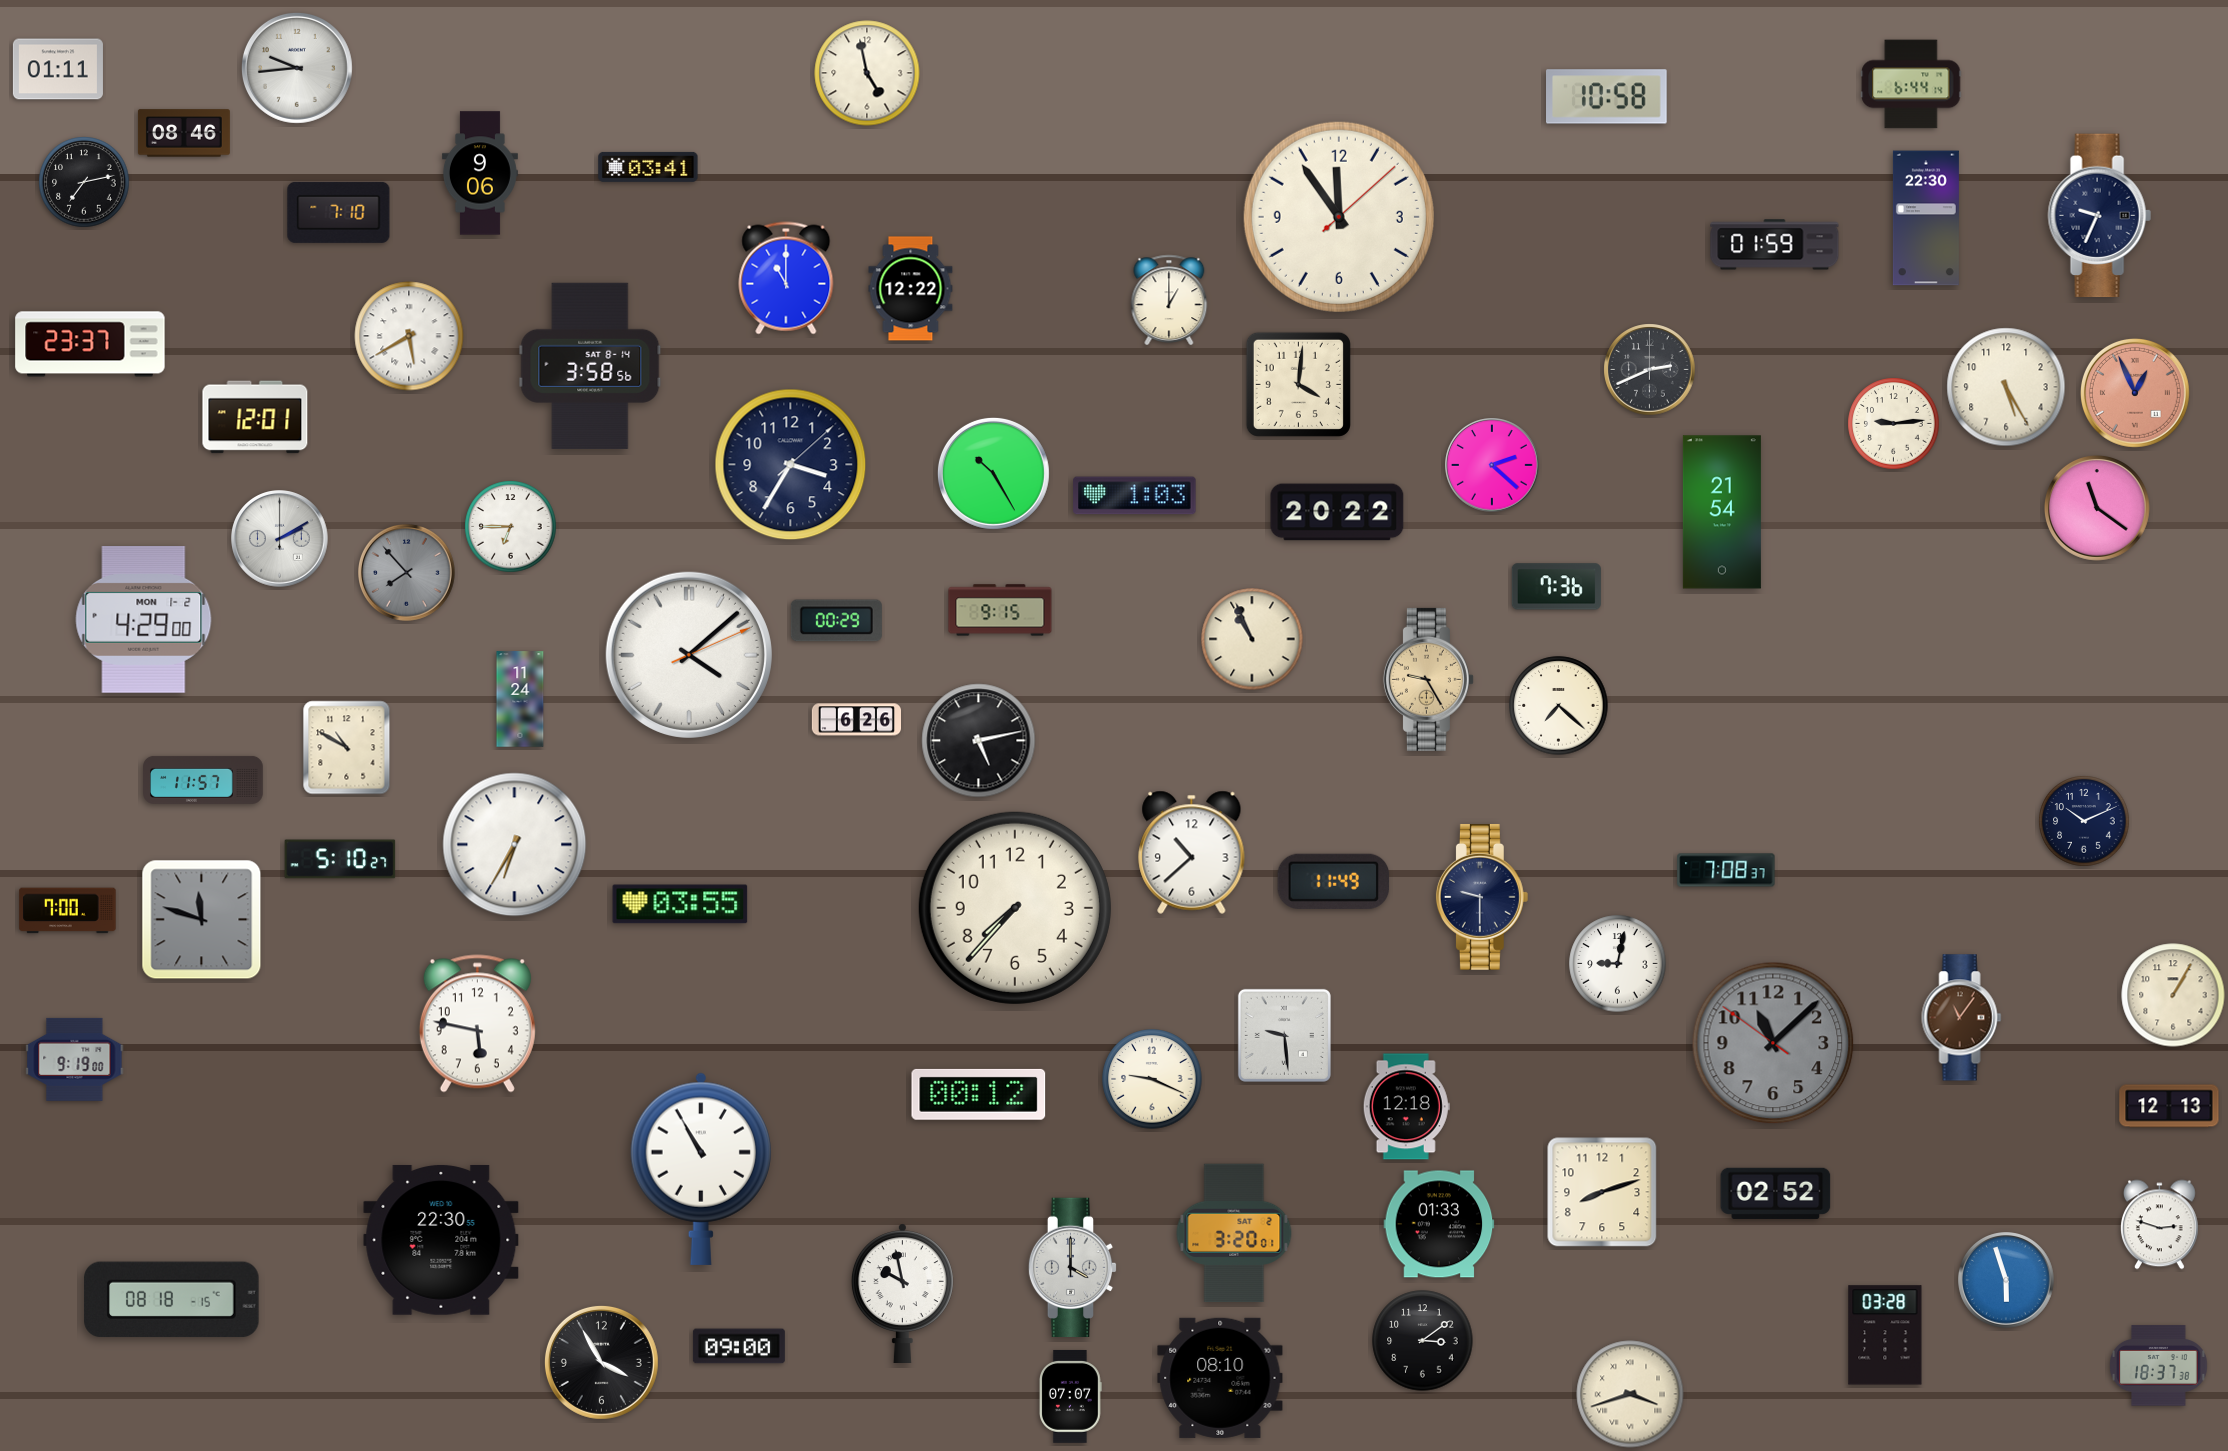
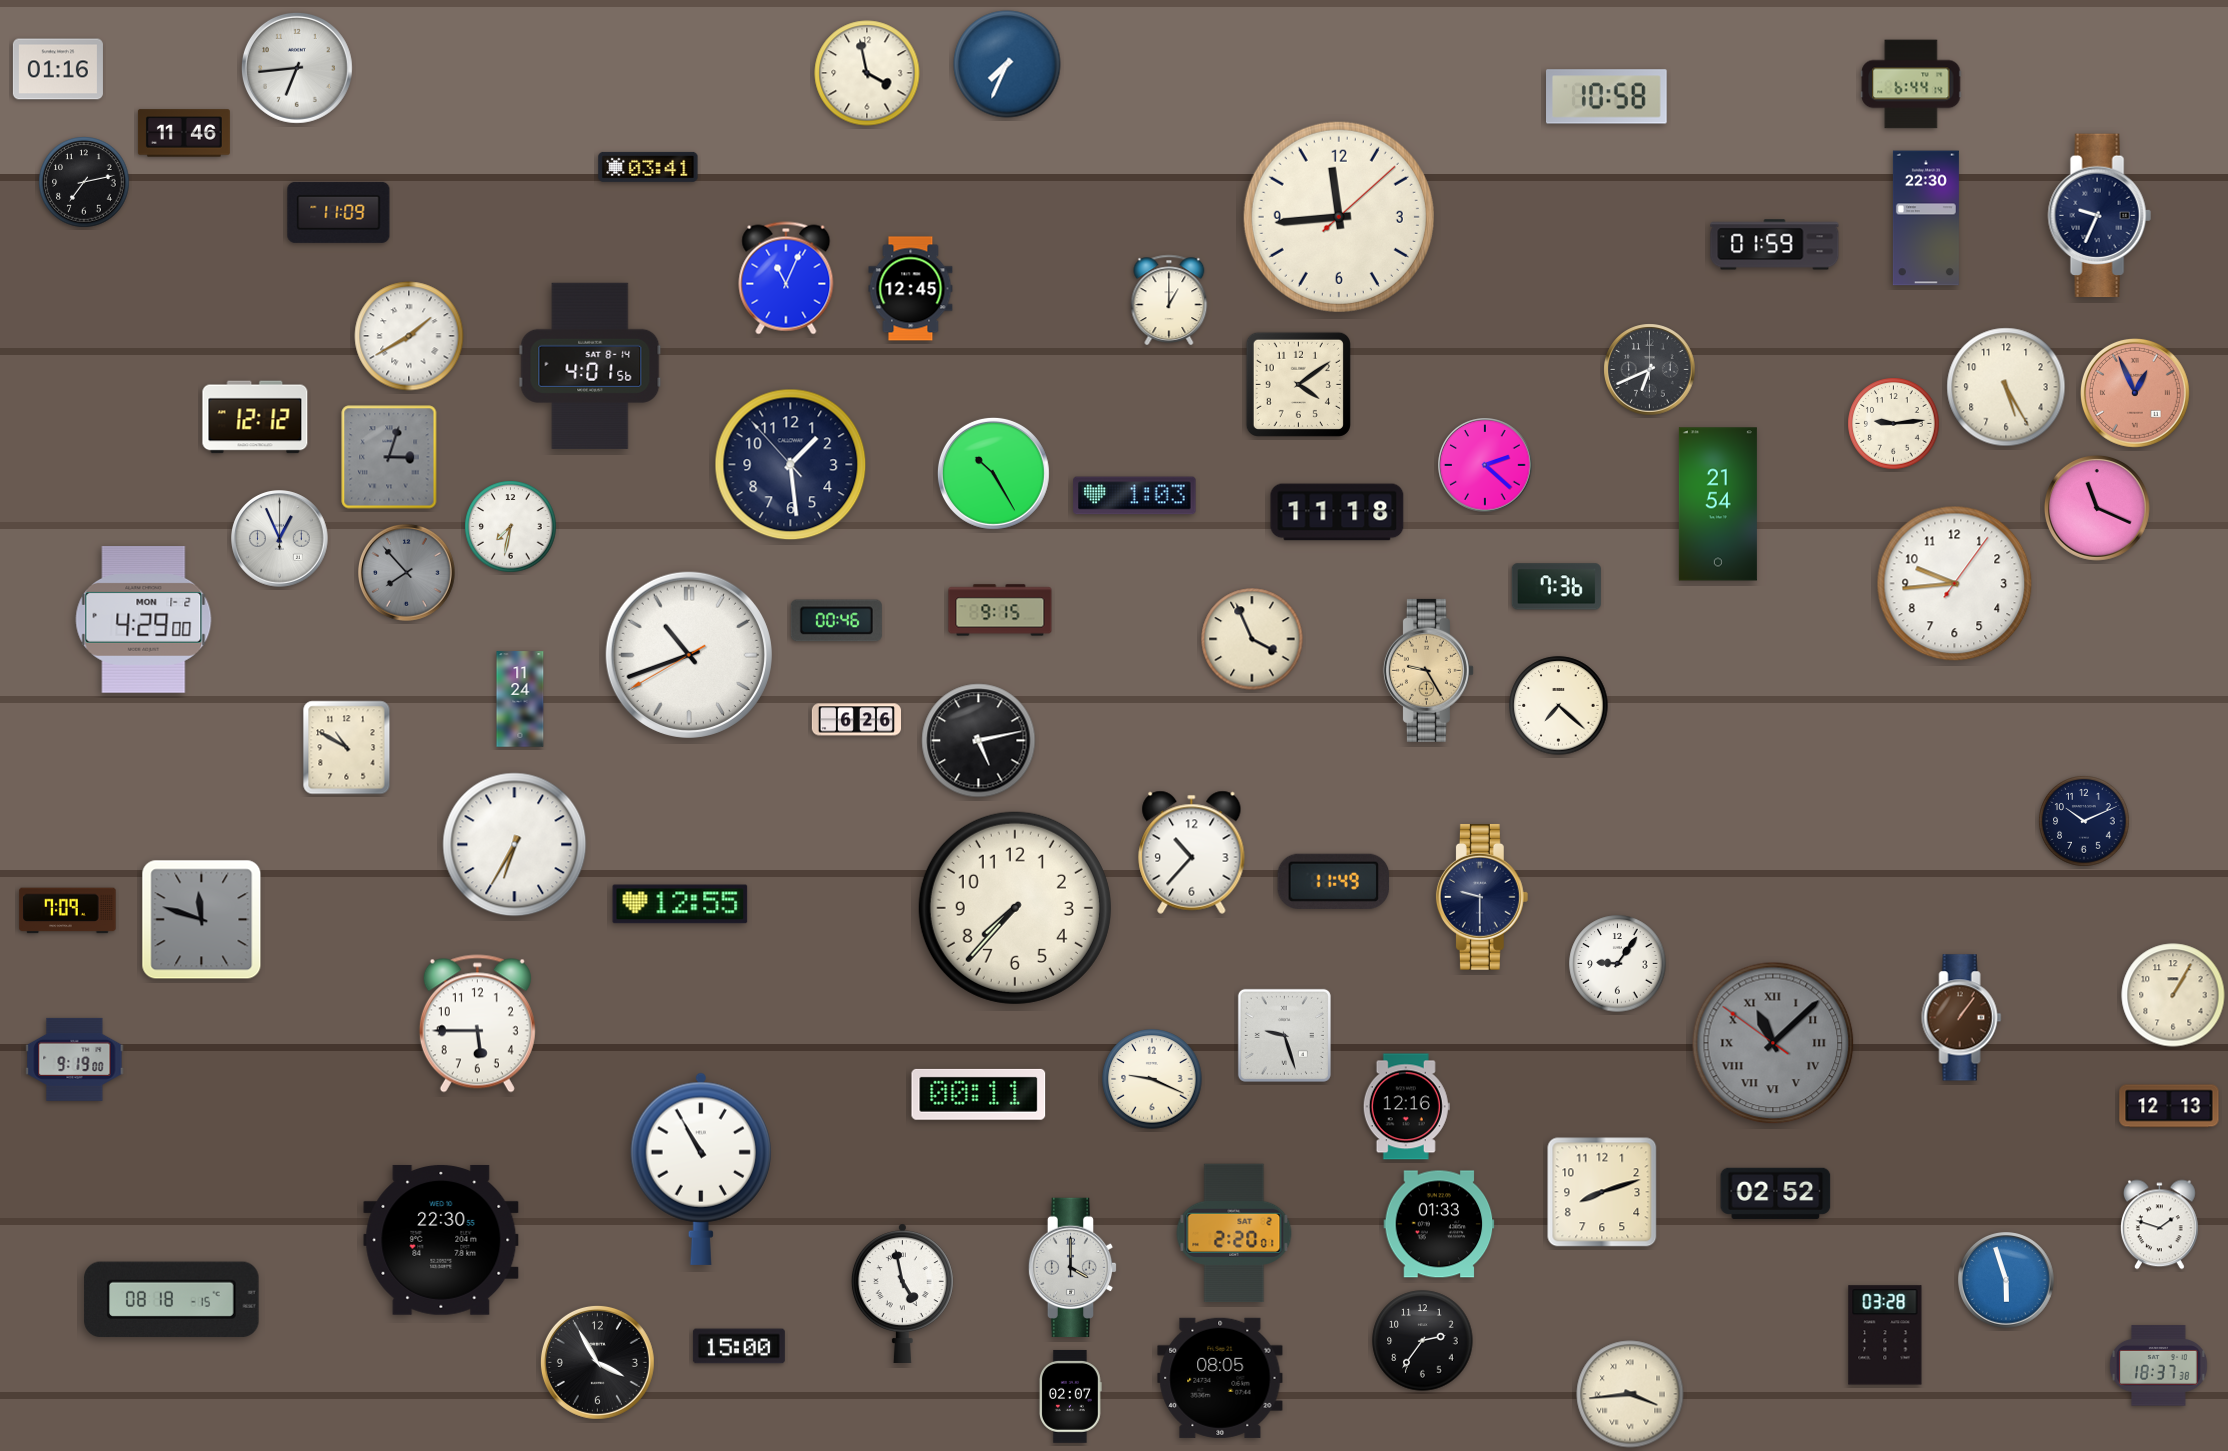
clock at (1007, 64): none -> 7:34
clock at (297, 68): 9:44 -> 6:44
clock at (58, 69): 01:11 -> 01:16
clock at (867, 73): 4:58 -> 3:58
clock at (184, 133): 08:46 -> 11:46
clock at (480, 173): 9:06 -> none
clock at (339, 212): 7:10 -> 11:09
clock at (1339, 217): 11:54 -> 11:44
clock at (786, 278): 11:00 -> 11:04
clock at (911, 289): 12:22 -> 12:45
clock at (409, 336): 5:40 -> 1:40
clock at (90, 344): 23:37 -> none
clock at (590, 366): 3:58 -> 4:01
clock at (1650, 370): 2:41 -> 6:41
clock at (1298, 384): 4:01 -> 4:09
clock at (255, 417): 12:01 -> 12:12
clock at (389, 457): none -> 3:03
clock at (791, 465): 3:35 -> 1:28
clock at (1492, 465) position: (1492, 465) -> (1485, 465)
clock at (2097, 508): 11:21 -> 11:19
clock at (1337, 512): 20:22 -> 11:18
clock at (1722, 512) position: (1722, 512) -> (1718, 504)
clock at (511, 527): 6:45 -> 7:32
clock at (280, 539): 2:10 -> 12:56
clock at (1955, 584): none -> 9:44
clock at (836, 621): 00:29 -> 00:46
clock at (1252, 639): 10:56 -> 3:56
clock at (689, 655): 4:08 -> 10:41
clock at (1428, 679) position: (1428, 679) -> (1428, 670)
clock at (203, 780): 11:57 -> none
clock at (1192, 852): 10:38 -> 10:37
clock at (340, 859): 5:10 -> none
clock at (1726, 870): 7:08 -> none
clock at (680, 904): 03:55 -> 12:55
clock at (68, 911): 7:00 -> 7:09
clock at (1618, 964): 9:02 -> 9:06
clock at (1962, 1018): 11:06 -> 1:06
clock at (477, 1024): 5:47 -> 5:45
clock at (1284, 1035): 9:29 -> 9:27
clock at (1773, 1043) numerals: Arabic -> Roman
clock at (979, 1094): 00:12 -> 00:11
clock at (1406, 1107): 12:18 -> 12:16
clock at (2160, 1225): 2:48 -> 1:48
clock at (1234, 1233): 3:20 -> 2:20
clock at (902, 1293): 9:58 -> 4:58
clock at (1423, 1341): 3:09 -> 2:36
clock at (739, 1346): 09:00 -> 15:00
clock at (601, 1362) position: (601, 1362) -> (597, 1362)
clock at (1220, 1378): 08:10 -> 08:05
clock at (1630, 1394): 3:42 -> 3:44
clock at (1071, 1396): 07:07 -> 02:07
